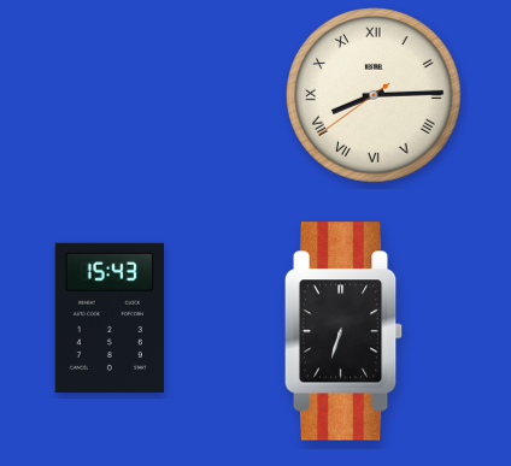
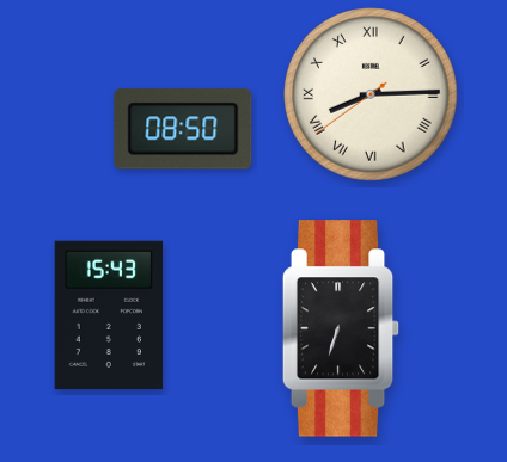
clock at (183, 129): none -> 08:50
